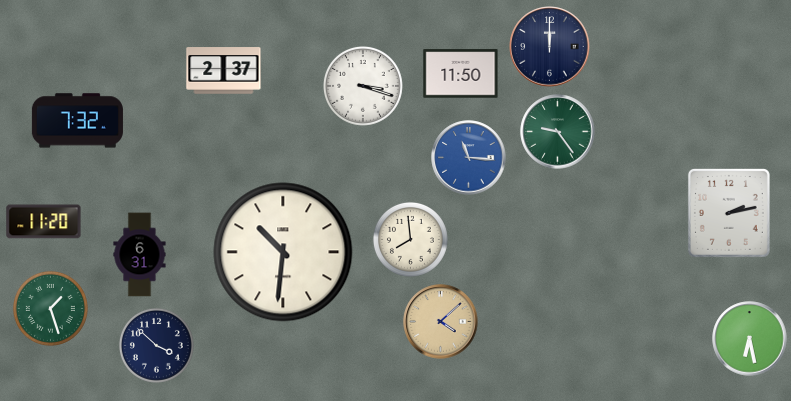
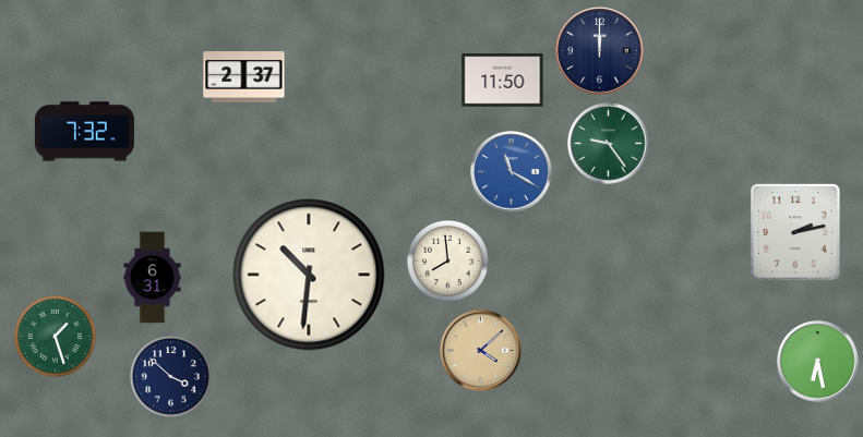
clock at (363, 86): 3:18 -> none
clock at (469, 158): 11:16 -> 11:20
clock at (44, 222): 11:20 -> none
clock at (750, 339) position: (750, 339) -> (818, 362)
